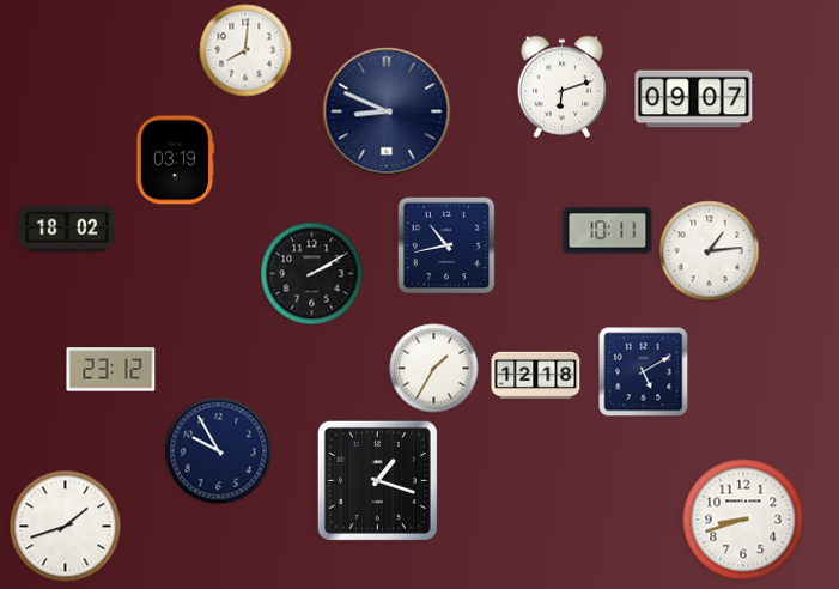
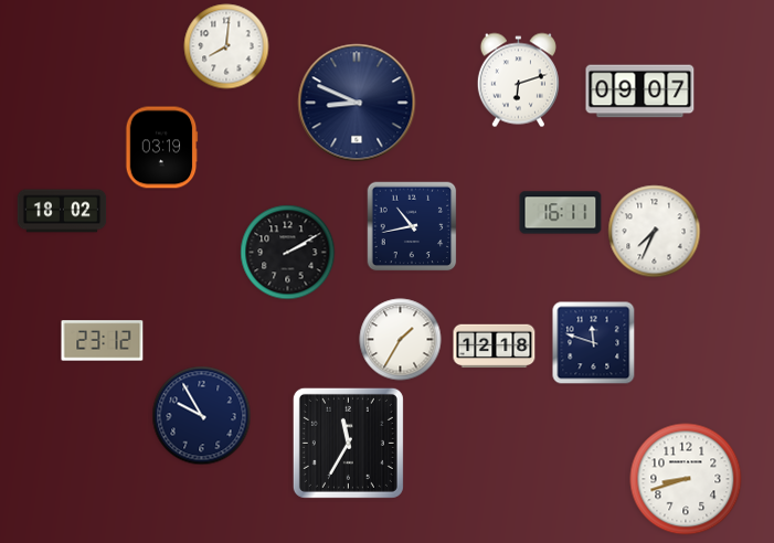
clock at (608, 231): 10:11 -> 16:11
clock at (710, 251): 1:14 -> 7:34
clock at (644, 372): 5:10 -> 11:48
clock at (377, 480): 1:18 -> 11:35
clock at (66, 527): 1:42 -> none
